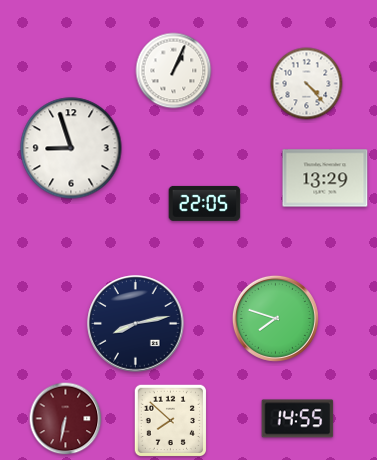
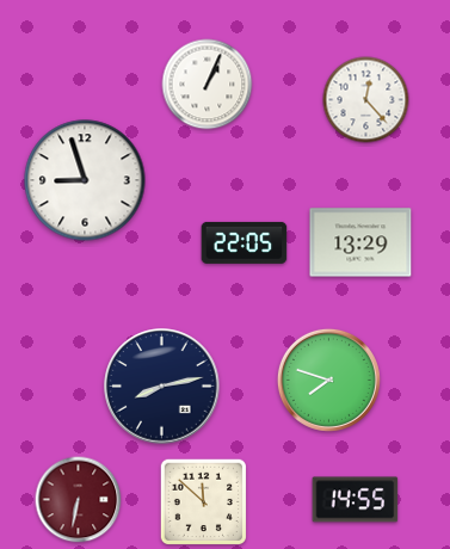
clock at (307, 84): 4:23 -> 12:23
clock at (71, 148) position: (71, 148) -> (85, 180)
clock at (325, 178) position: (325, 178) -> (360, 242)
clock at (170, 420): 7:52 -> 11:52
